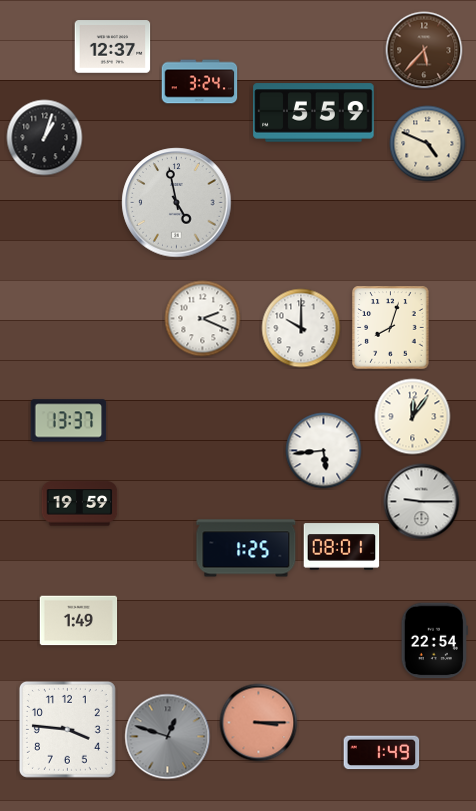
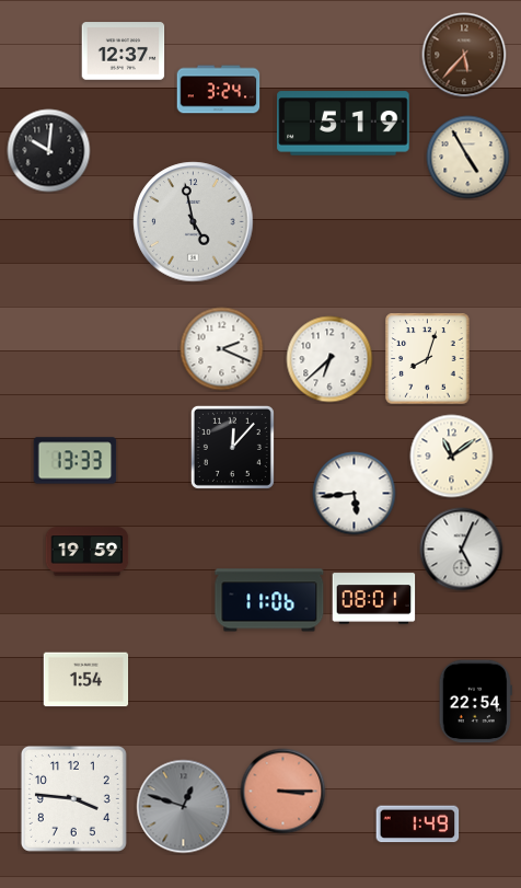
clock at (314, 113): 5:59 -> 5:19
clock at (45, 138): 1:03 -> 10:01
clock at (428, 144): 4:49 -> 4:55
clock at (301, 328): 10:00 -> 6:38
clock at (232, 447): none -> 12:07
clock at (413, 417): 12:06 -> 11:09
clock at (69, 421): 13:37 -> 13:33
clock at (422, 502): 9:15 -> 5:04
clock at (246, 548): 1:25 -> 11:06
clock at (79, 621): 1:49 -> 1:54
